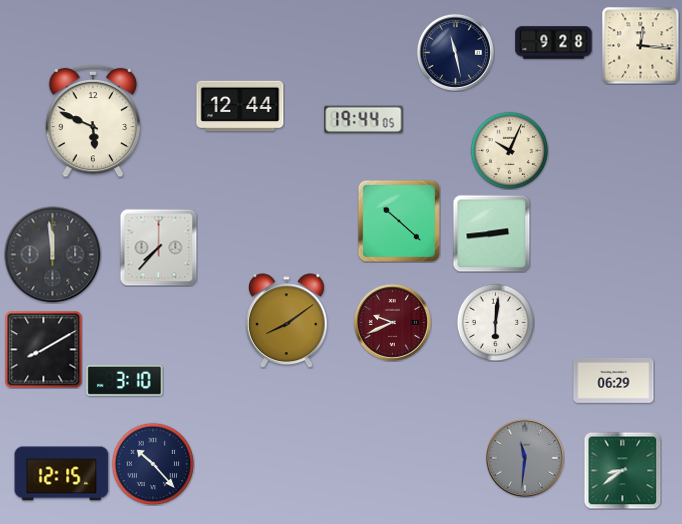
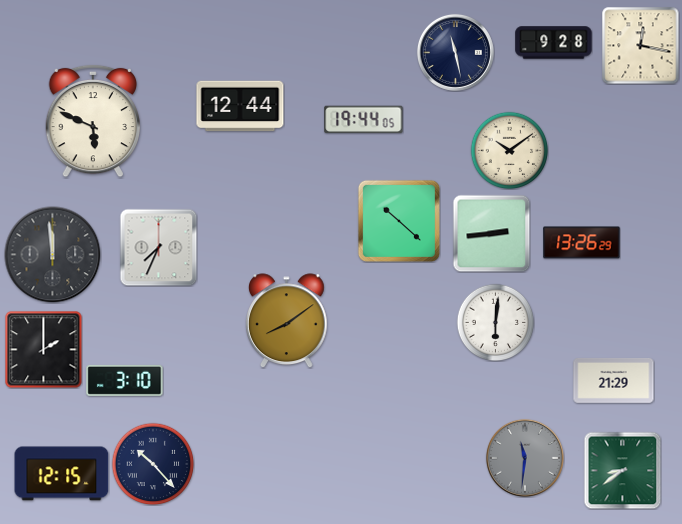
clock at (640, 45): 12:16 -> 12:17
clock at (509, 150): 10:04 -> 10:09
clock at (582, 243): none -> 13:26
clock at (158, 247): 7:37 -> 7:34
clock at (392, 322): 9:41 -> none
clock at (43, 349): 8:10 -> 2:00
clock at (614, 380): 06:29 -> 21:29
